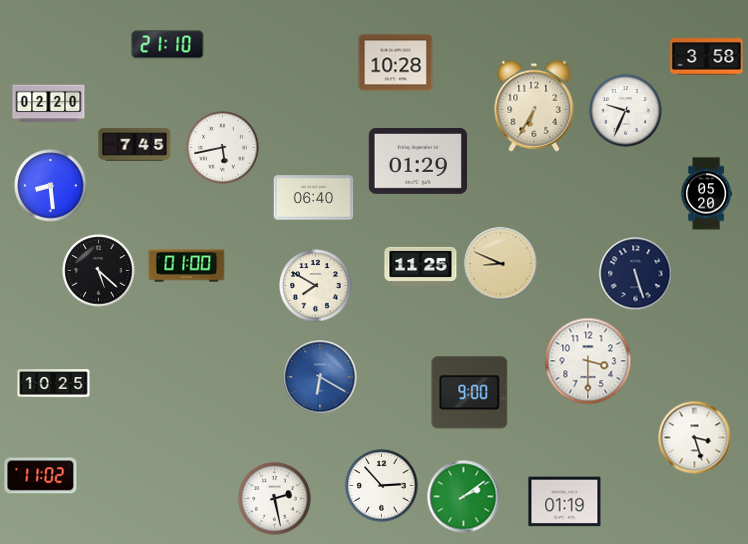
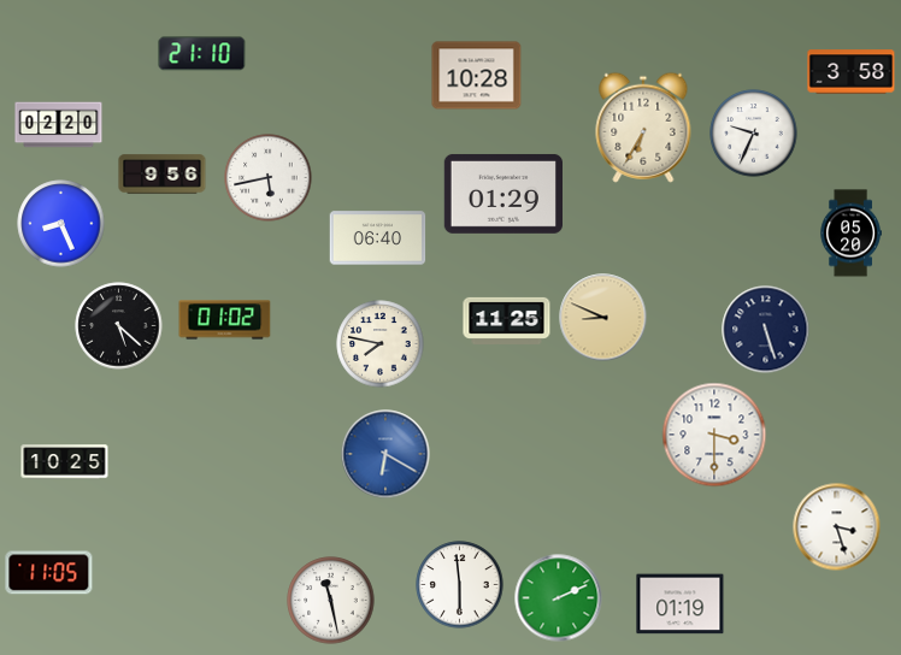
clock at (707, 57) position: (707, 57) -> (852, 72)
clock at (135, 145): 7:45 -> 9:56
clock at (51, 186): 8:29 -> 8:26
clock at (187, 266): 01:00 -> 01:02
clock at (316, 286): 7:50 -> 7:47
clock at (588, 361) position: (588, 361) -> (714, 435)
clock at (470, 393): 9:00 -> none
clock at (41, 476): 11:02 -> 11:05
clock at (382, 486): 2:53 -> 5:59
clock at (464, 497): 2:09 -> 2:11
clock at (275, 499): 2:28 -> 11:28
